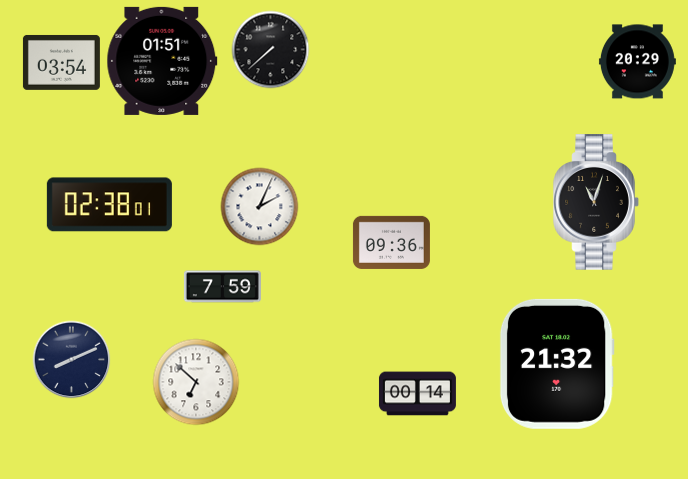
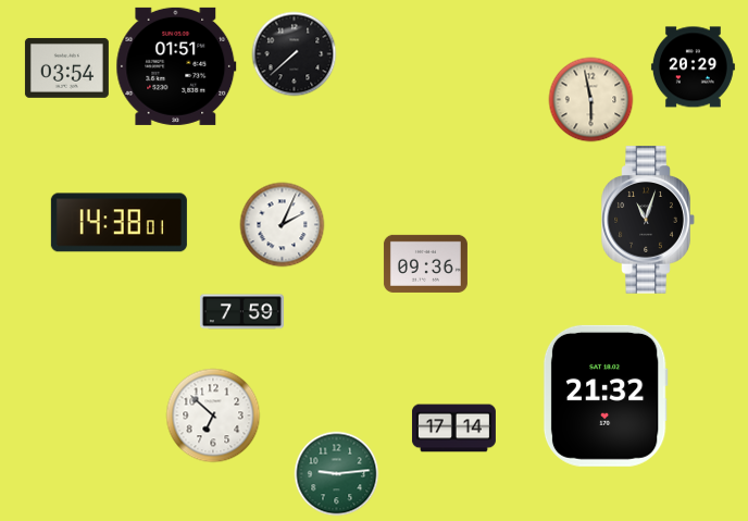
clock at (590, 99): none -> 5:58
clock at (109, 205): 02:38 -> 14:38
clock at (71, 359): 8:11 -> none
clock at (417, 394): 00:14 -> 17:14
clock at (336, 473): none -> 9:14
